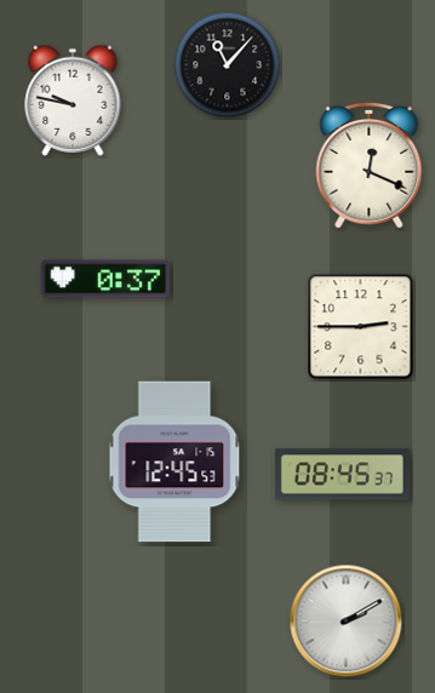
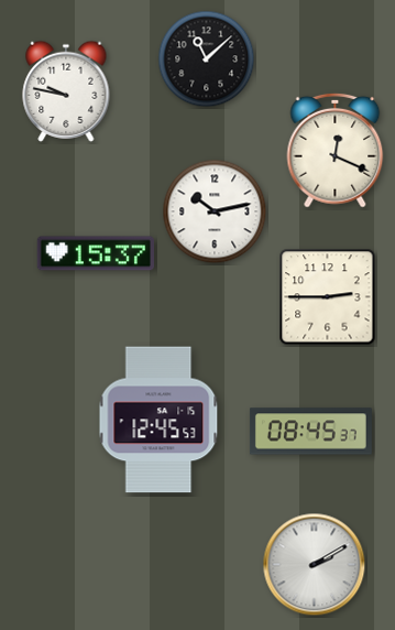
clock at (228, 65): 11:07 -> 11:08
clock at (215, 211): none -> 10:13
clock at (105, 279): 0:37 -> 15:37
